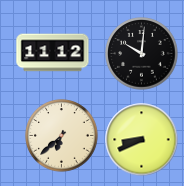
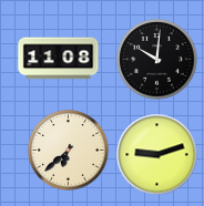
clock at (53, 53): 11:12 -> 11:08
clock at (142, 140): 8:41 -> 9:12
